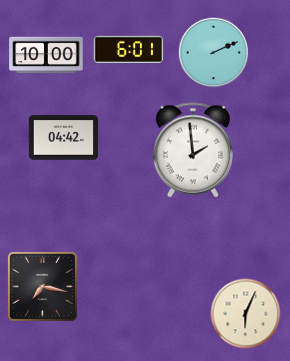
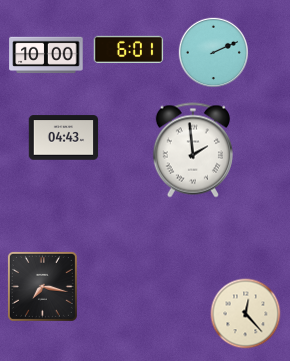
clock at (64, 138): 04:42 -> 04:43
clock at (246, 314): 6:04 -> 12:23
